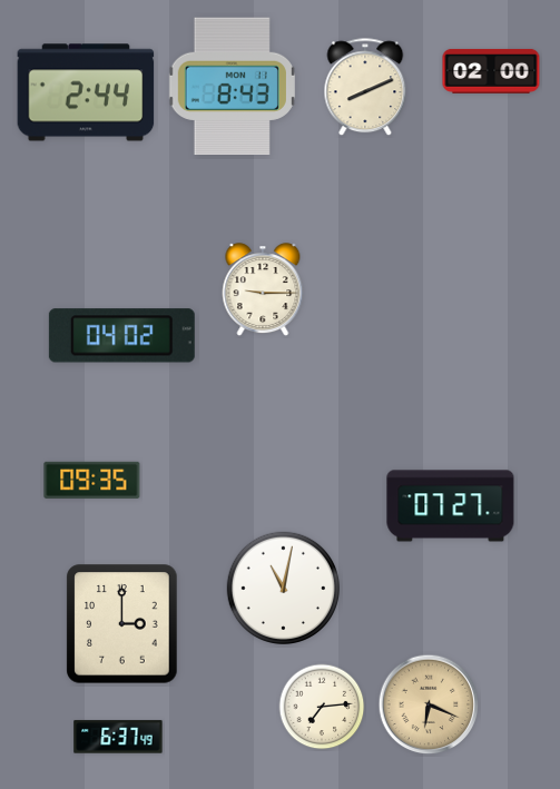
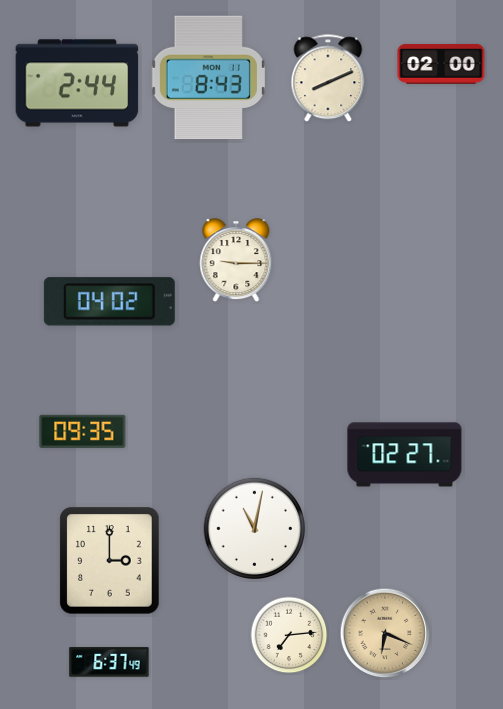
clock at (451, 506): 07:27 -> 02:27
clock at (118, 737) position: (118, 737) -> (109, 662)
